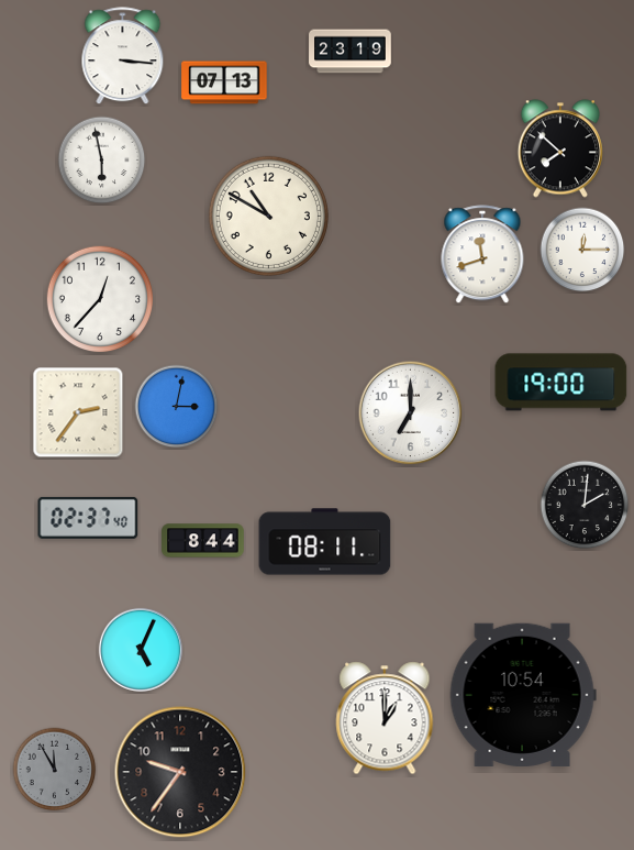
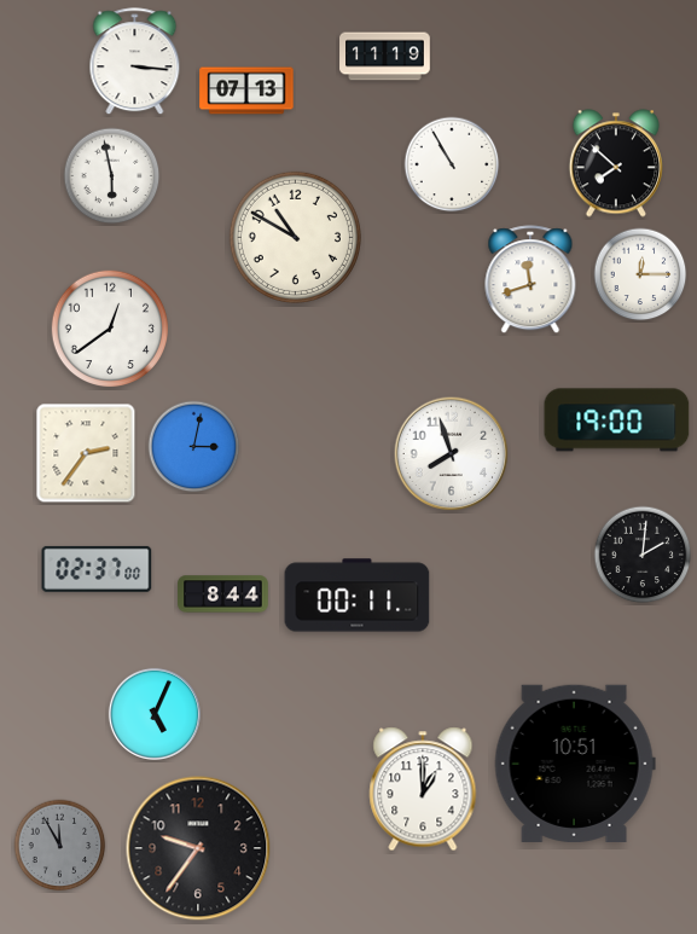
clock at (351, 52): 23:19 -> 11:19
clock at (452, 164): none -> 10:55
clock at (100, 299): 12:37 -> 12:39
clock at (411, 413): 7:00 -> 7:57
clock at (88, 518): 02:37:40 -> 02:37:00
clock at (325, 542): 08:11 -> 00:11
clock at (523, 695): 10:54 -> 10:51
